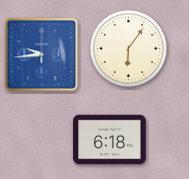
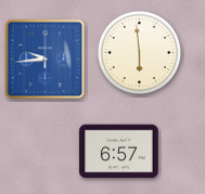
clock at (128, 48): 6:06 -> 5:59
clock at (110, 140): 6:18 -> 6:57
